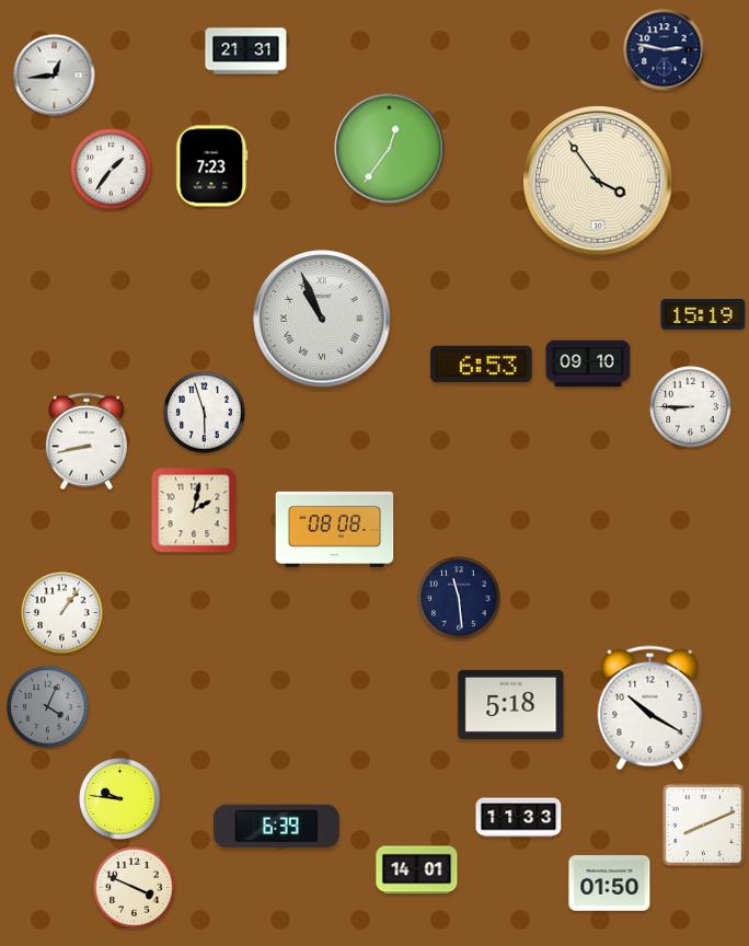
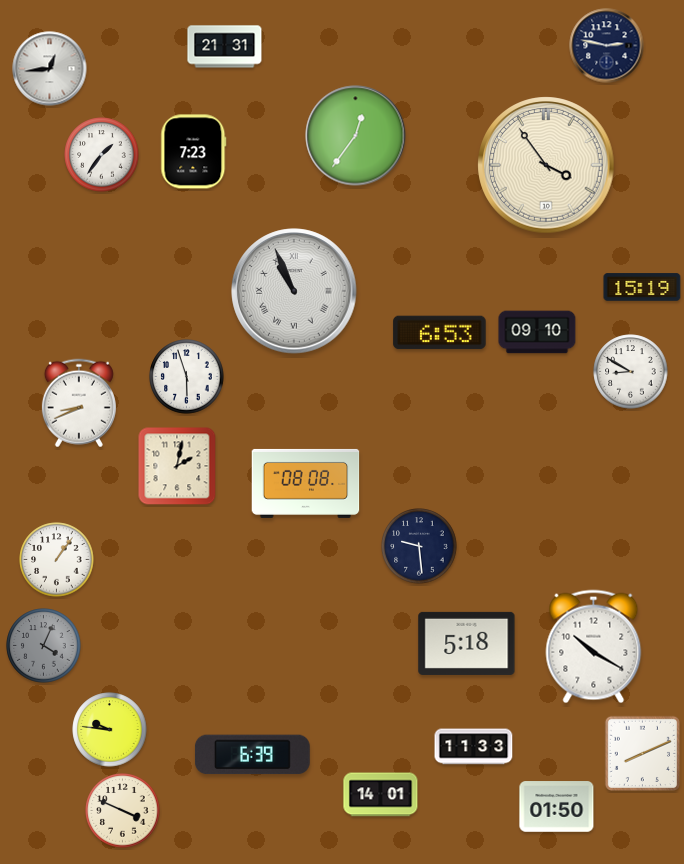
clock at (691, 407): 8:45 -> 8:50
clock at (87, 441): 8:43 -> 8:41
clock at (459, 598): 11:29 -> 9:29
